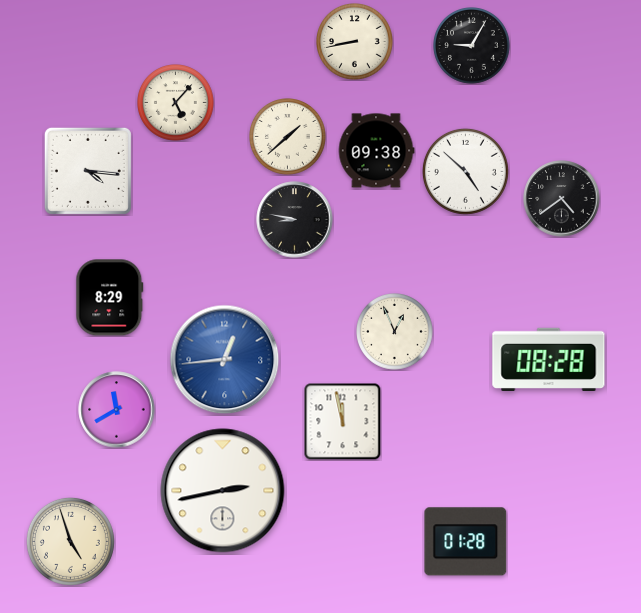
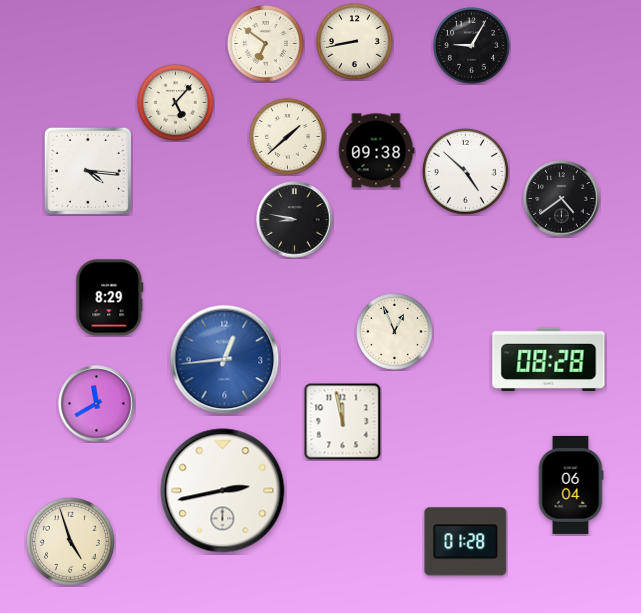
clock at (266, 44): none -> 6:51
clock at (117, 410) position: (117, 410) -> (97, 404)
clock at (571, 485): none -> 06:04
